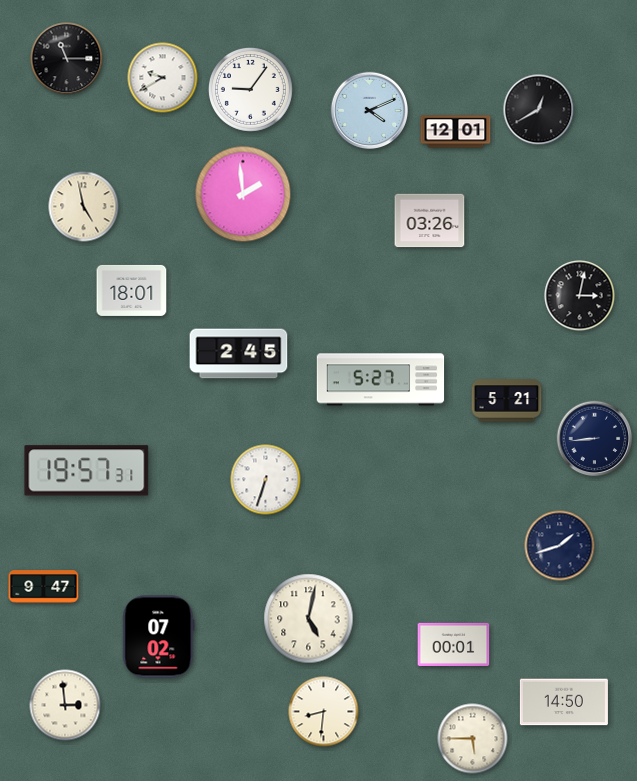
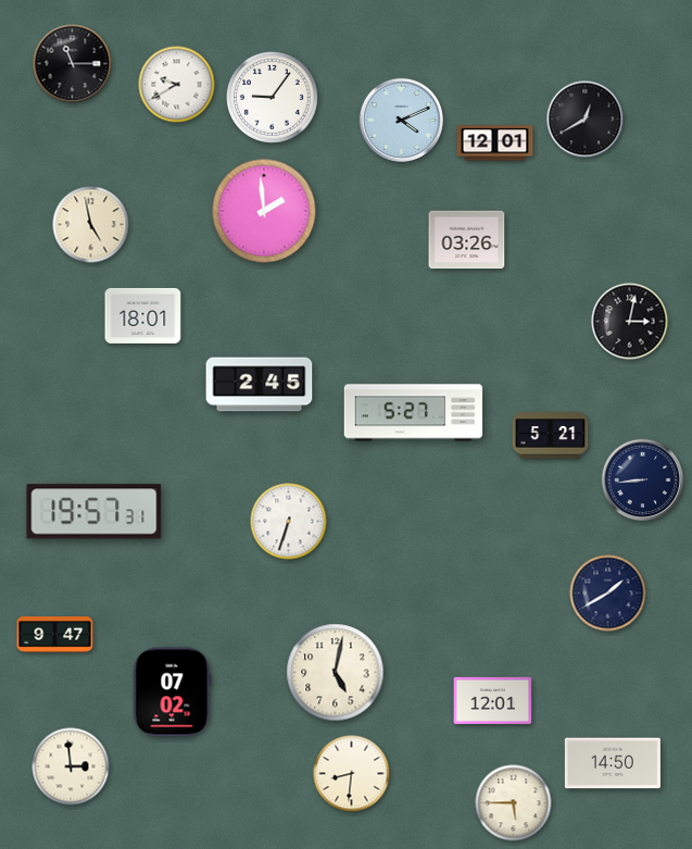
clock at (595, 439) position: (595, 439) -> (643, 480)
clock at (560, 546): 1:42 -> 1:40
clock at (44, 587) position: (44, 587) -> (55, 635)
clock at (454, 644): 00:01 -> 12:01
